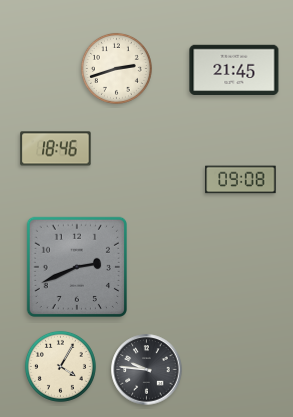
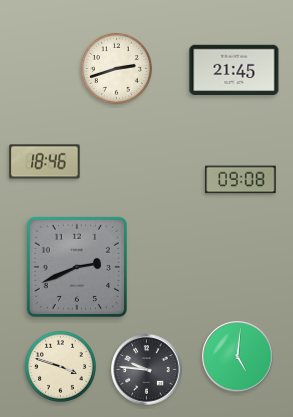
clock at (56, 149) position: (56, 149) -> (45, 162)
clock at (238, 357): none -> 5:01
clock at (60, 366): 4:05 -> 3:48
